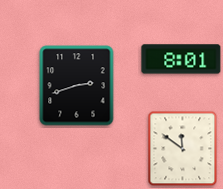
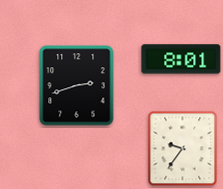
clock at (183, 149): 11:51 -> 9:36
